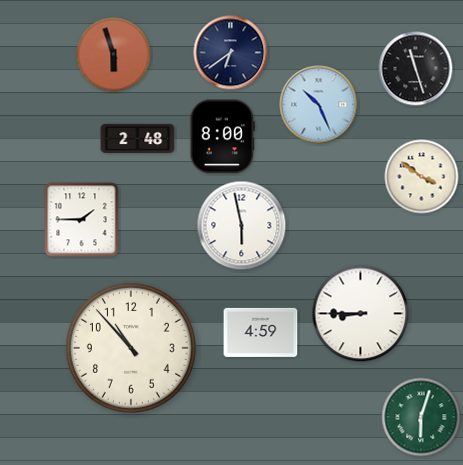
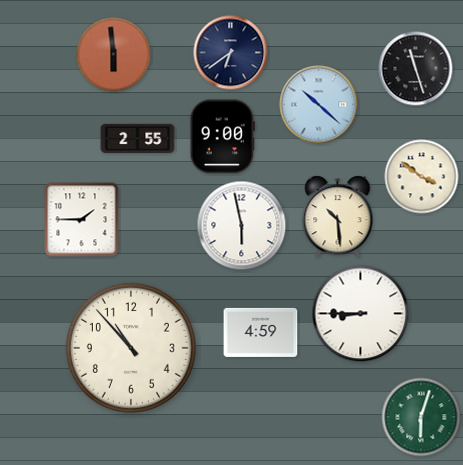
clock at (114, 55): 5:57 -> 5:59
clock at (319, 105): 10:26 -> 10:22
clock at (222, 137): 8:00 -> 9:00
clock at (138, 138): 2:48 -> 2:55
clock at (338, 217): none -> 10:29
